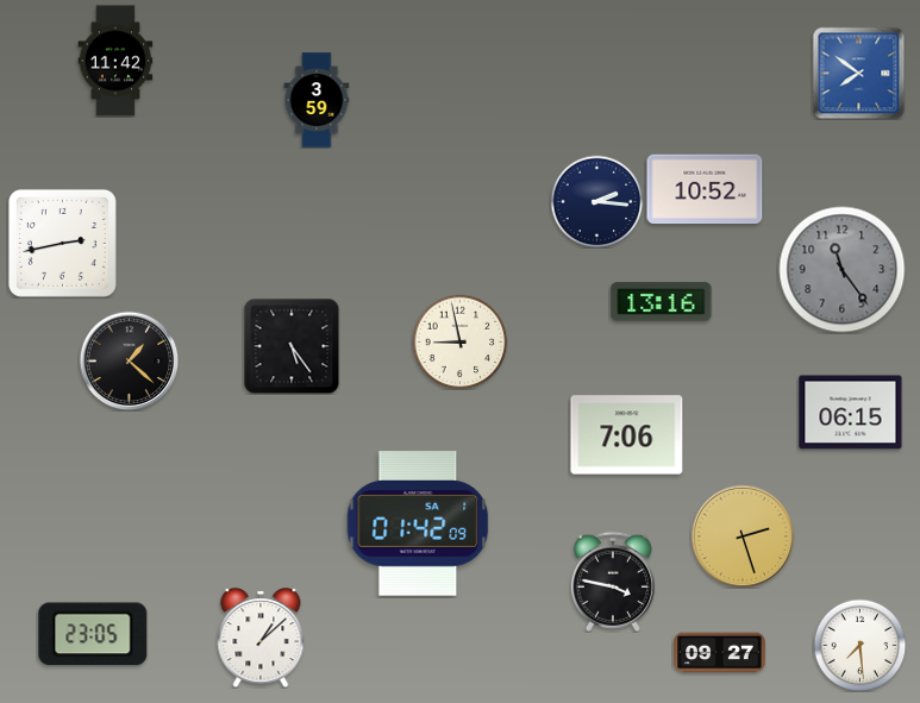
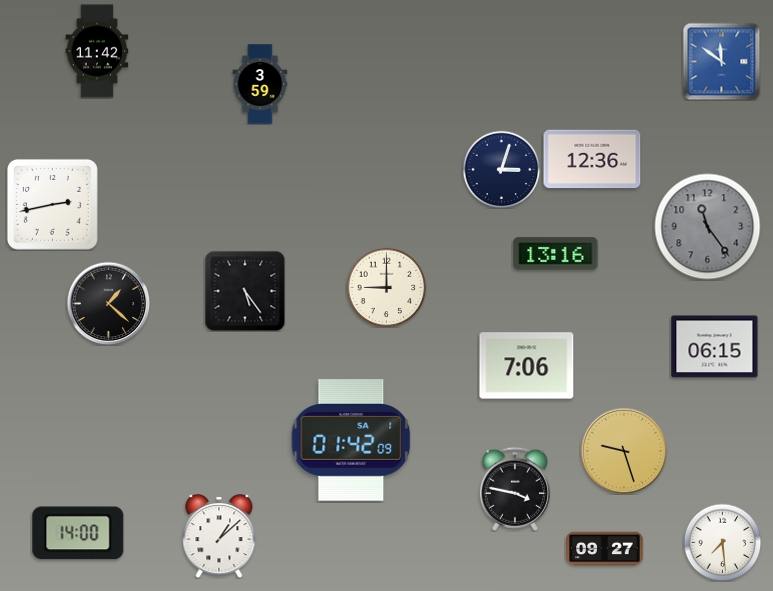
clock at (858, 73): 7:51 -> 11:51
clock at (317, 100) position: (317, 100) -> (260, 84)
clock at (705, 189): 10:52 -> 12:36
clock at (596, 201): 2:16 -> 3:03
clock at (459, 341): 8:58 -> 9:00
clock at (743, 536): 2:27 -> 9:27
clock at (93, 634): 23:05 -> 14:00
